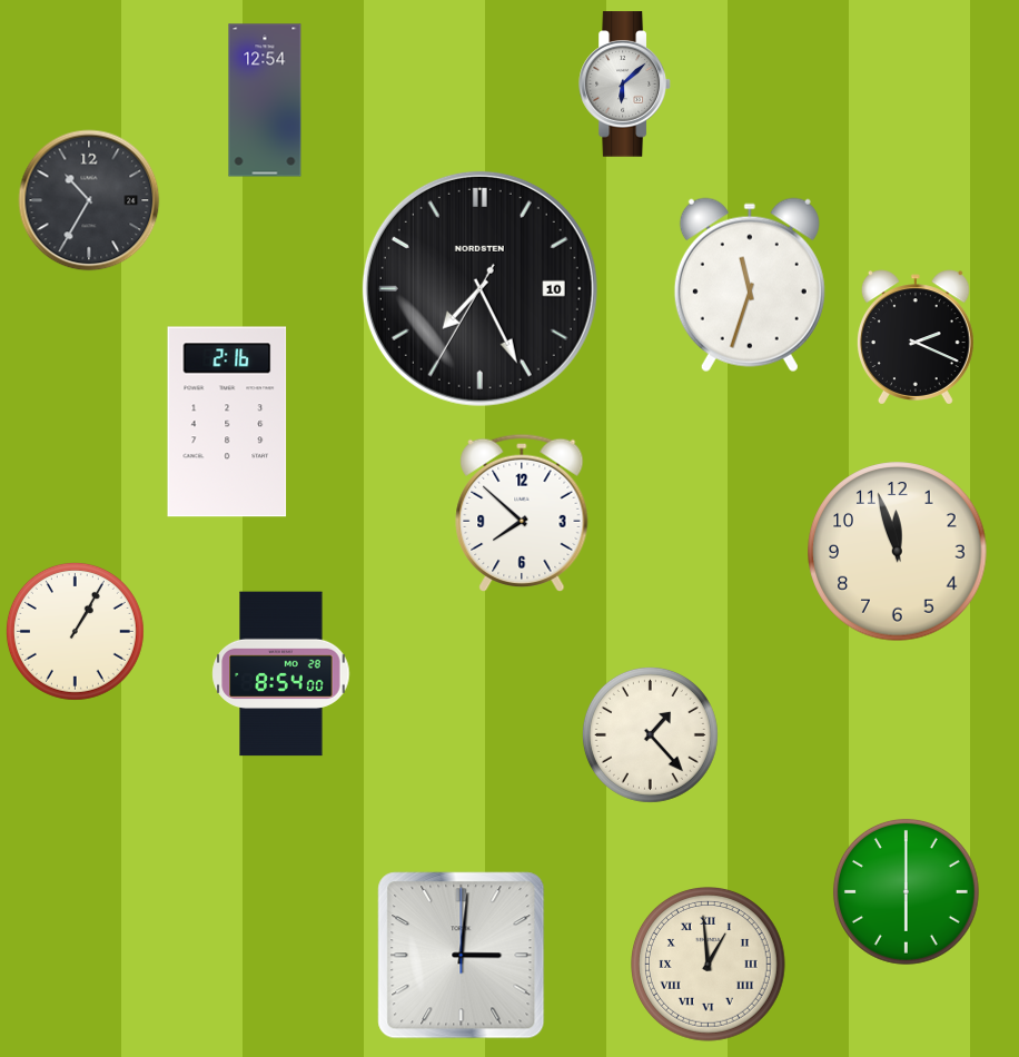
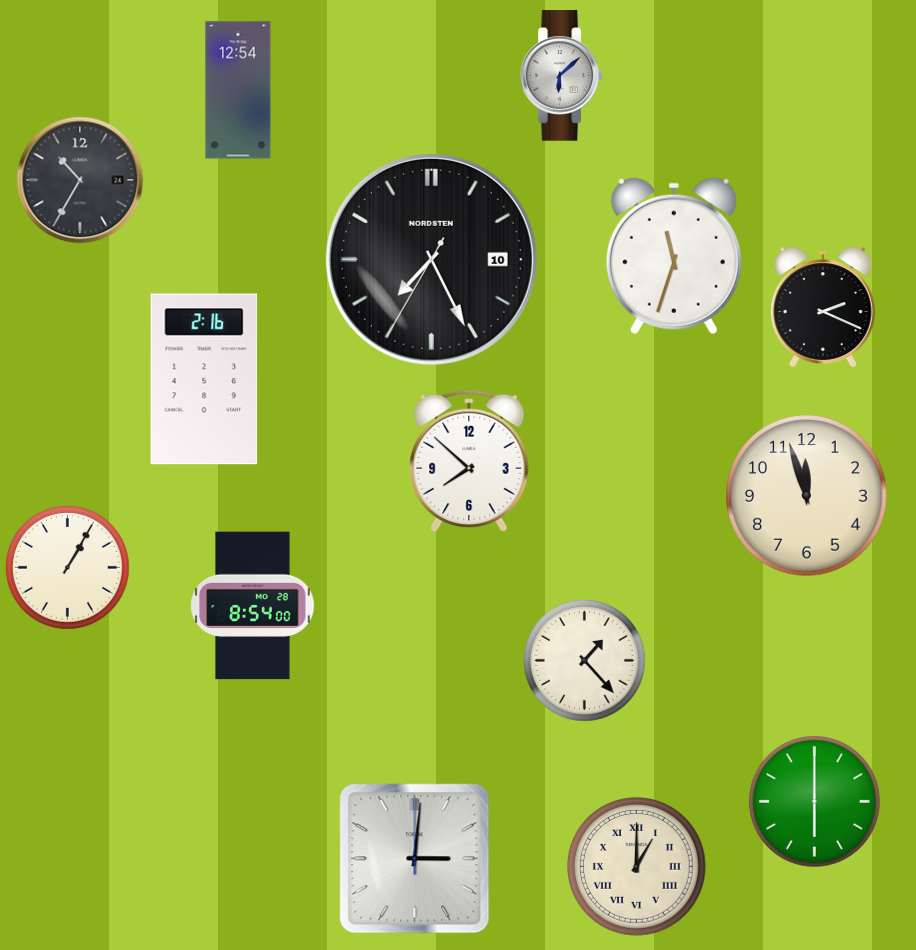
clock at (916, 337) position: (916, 337) -> (823, 307)
clock at (709, 965): 12:59 -> 1:00
